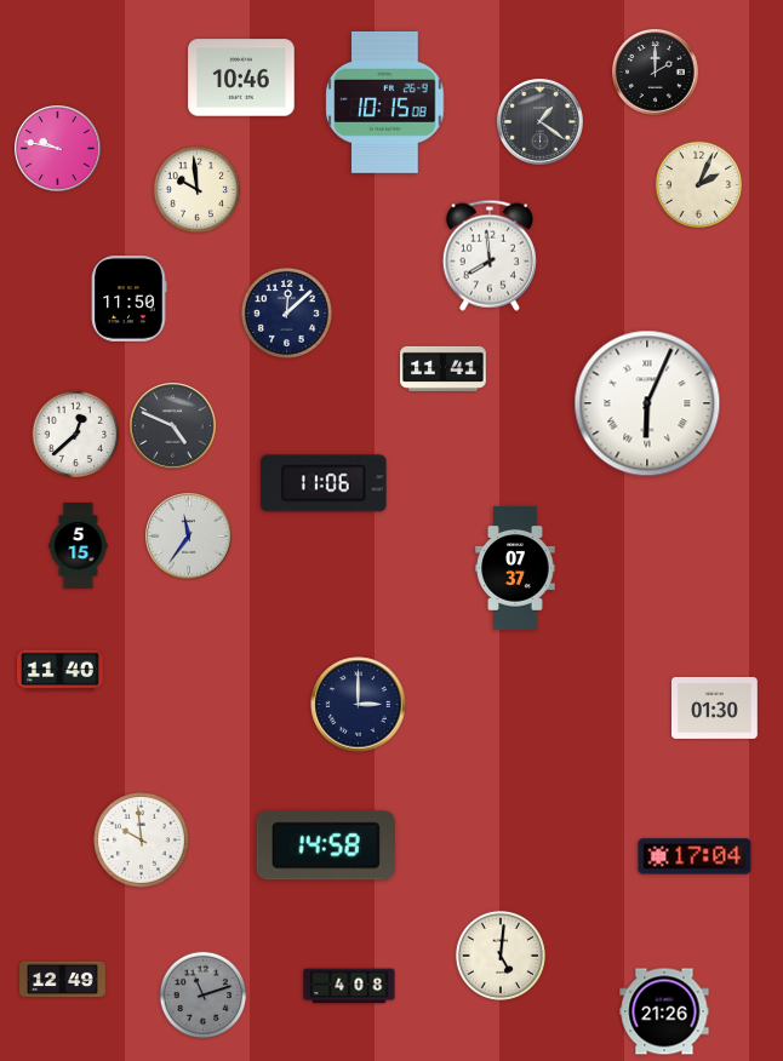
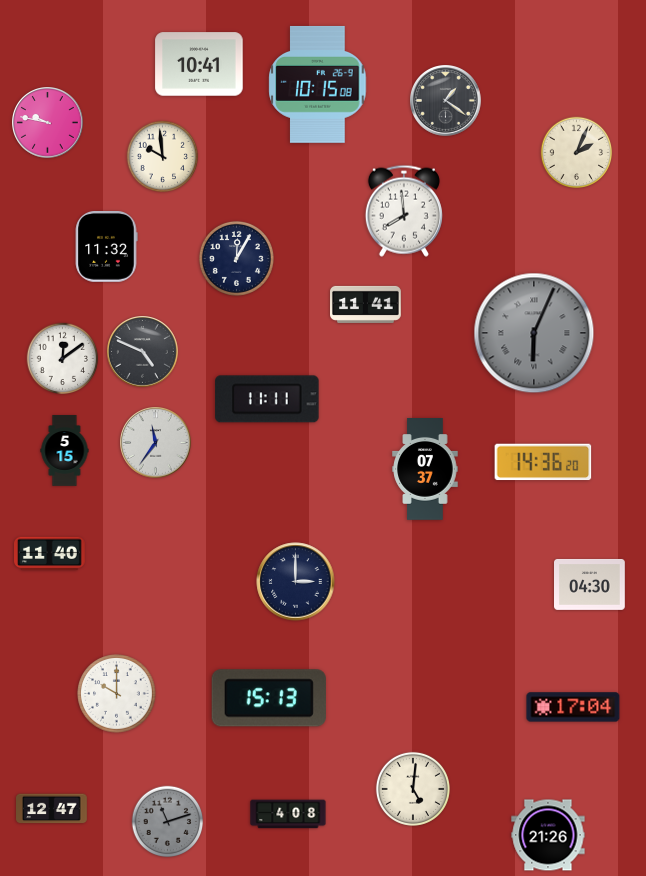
clock at (656, 73): 2:00 -> none
clock at (241, 78): 10:46 -> 10:41
clock at (128, 299): 11:50 -> 11:32
clock at (286, 312): 12:08 -> 12:05
clock at (647, 403) dial: white -> grey
clock at (76, 435): 12:38 -> 12:09
clock at (324, 483): 11:06 -> 11:11
clock at (543, 462): none -> 14:36
clock at (715, 707): 01:30 -> 04:30
clock at (142, 841): 9:59 -> 10:00
clock at (326, 845): 14:58 -> 15:13
clock at (63, 980): 12:49 -> 12:47
